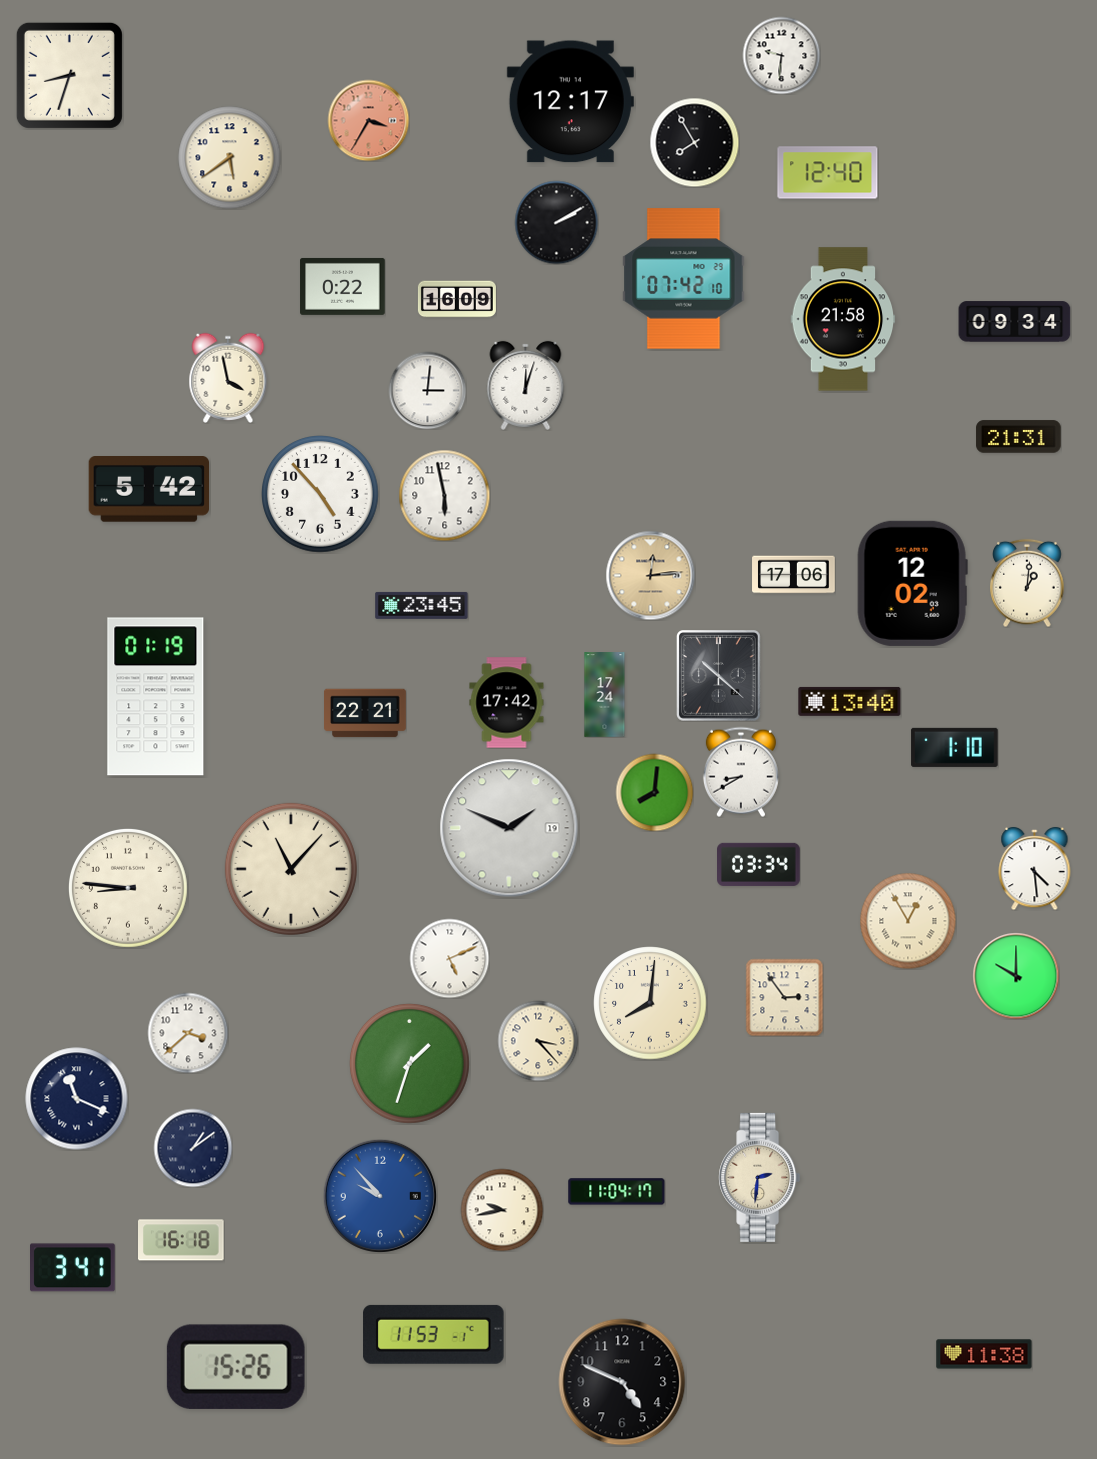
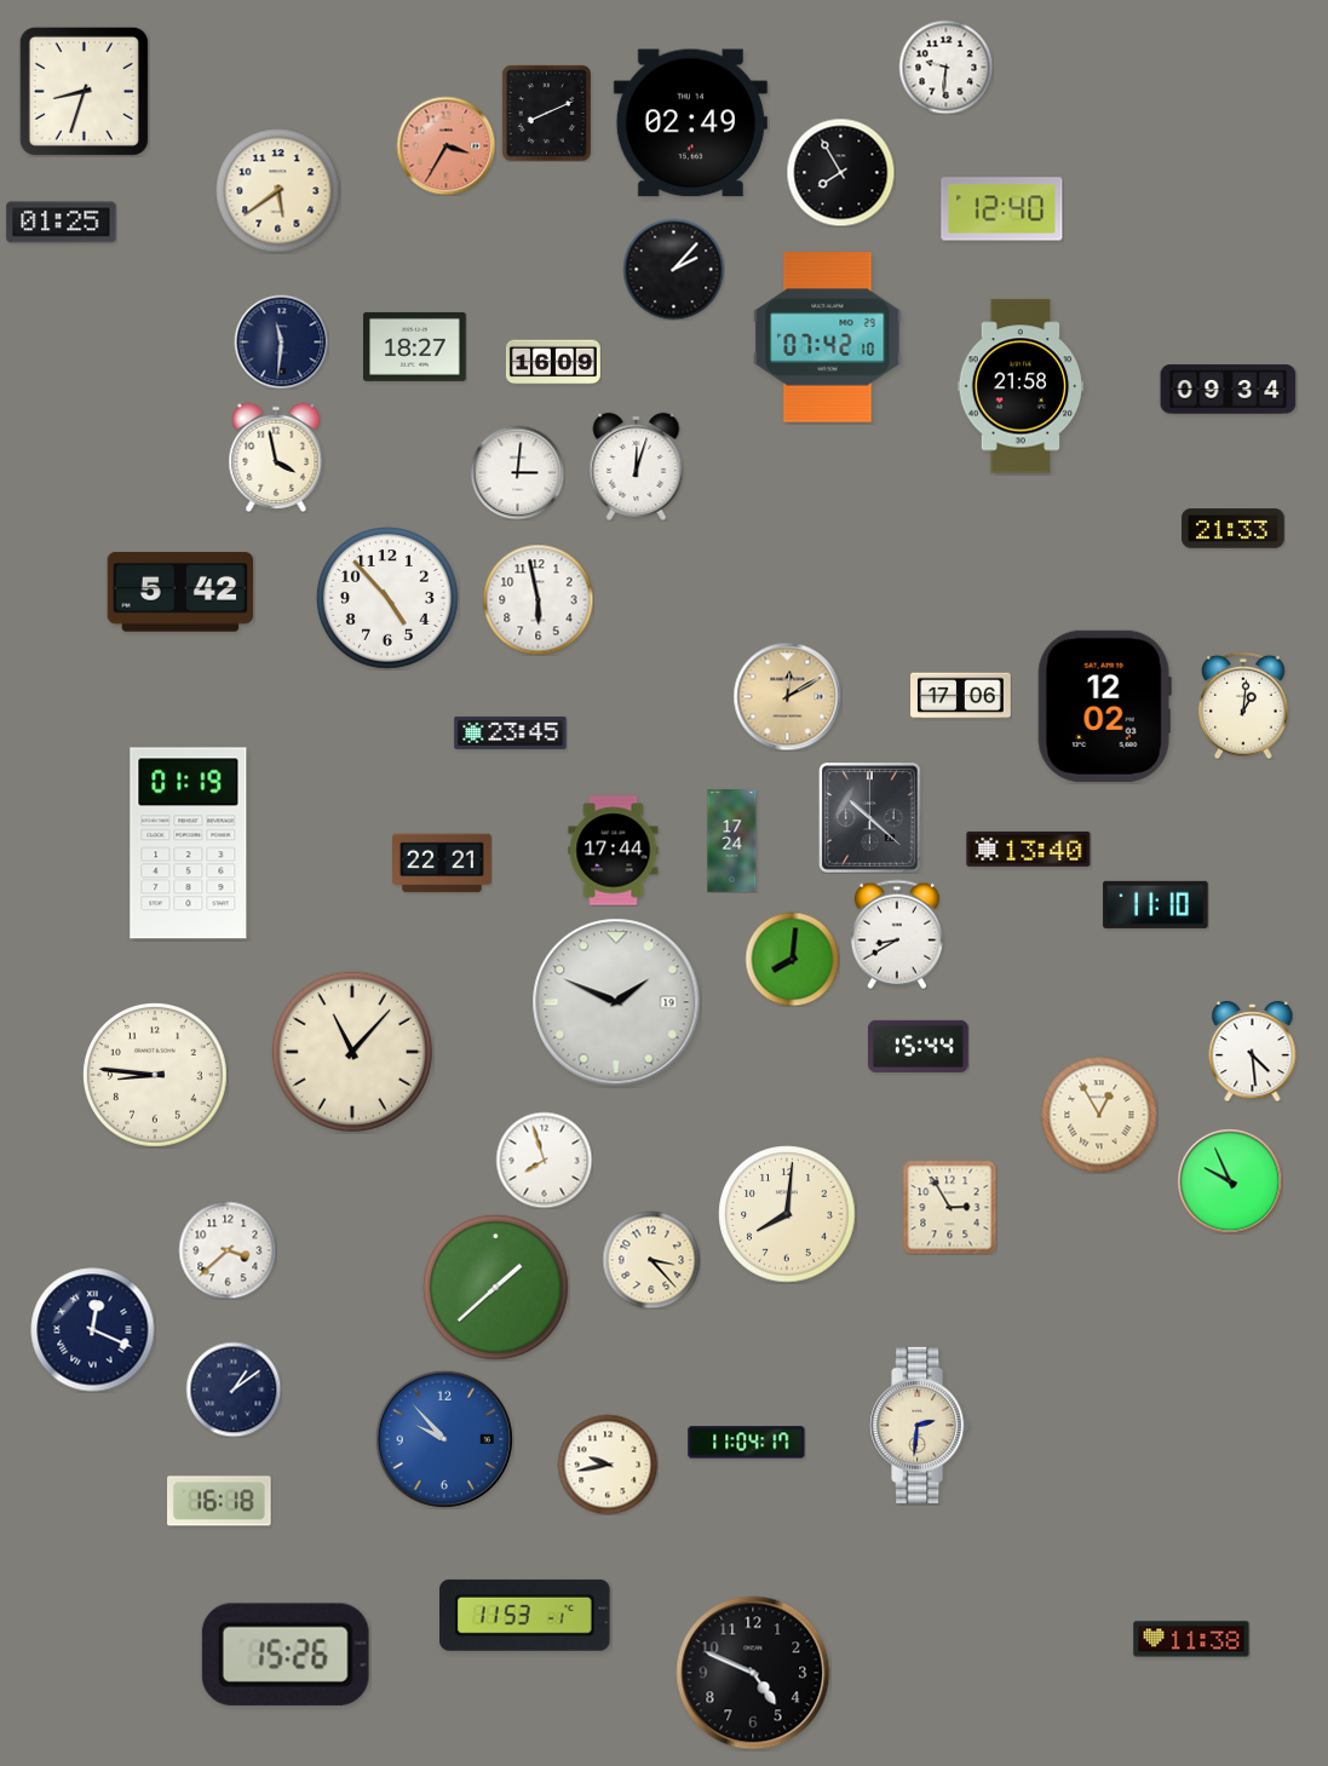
clock at (546, 113): none -> 8:11
clock at (570, 102): 12:17 -> 02:49
clock at (62, 223): none -> 01:25
clock at (556, 222): 2:10 -> 2:07
clock at (281, 341): none -> 11:31
clock at (343, 286): 0:22 -> 18:27
clock at (1019, 437): 21:31 -> 21:33
clock at (650, 575): 12:14 -> 12:10
clock at (507, 703): 17:42 -> 17:44
clock at (955, 747): 1:10 -> 11:10
clock at (759, 864): 03:34 -> 15:44
clock at (449, 958): 5:11 -> 7:57
clock at (1016, 976): 10:00 -> 9:56
clock at (784, 997): 2:54 -> 2:55
clock at (409, 1063): 1:33 -> 1:38
clock at (77, 1099): 11:19 -> 12:19
clock at (380, 1196) position: (380, 1196) -> (444, 1439)
clock at (73, 1268): 3:41 -> none
